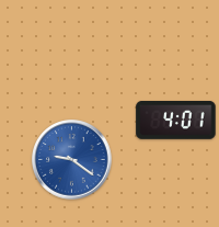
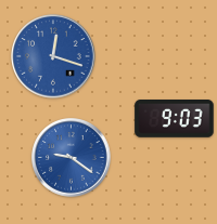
clock at (53, 56): none -> 12:18
clock at (176, 121): 4:01 -> 9:03
